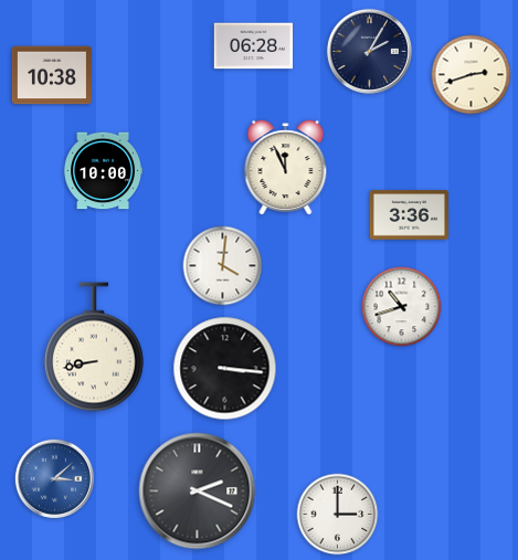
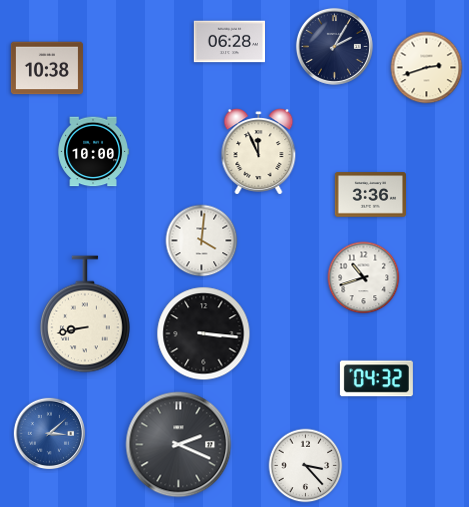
clock at (103, 171) position: (103, 171) -> (93, 152)
clock at (376, 379): none -> 04:32
clock at (338, 515): 3:00 -> 3:23
